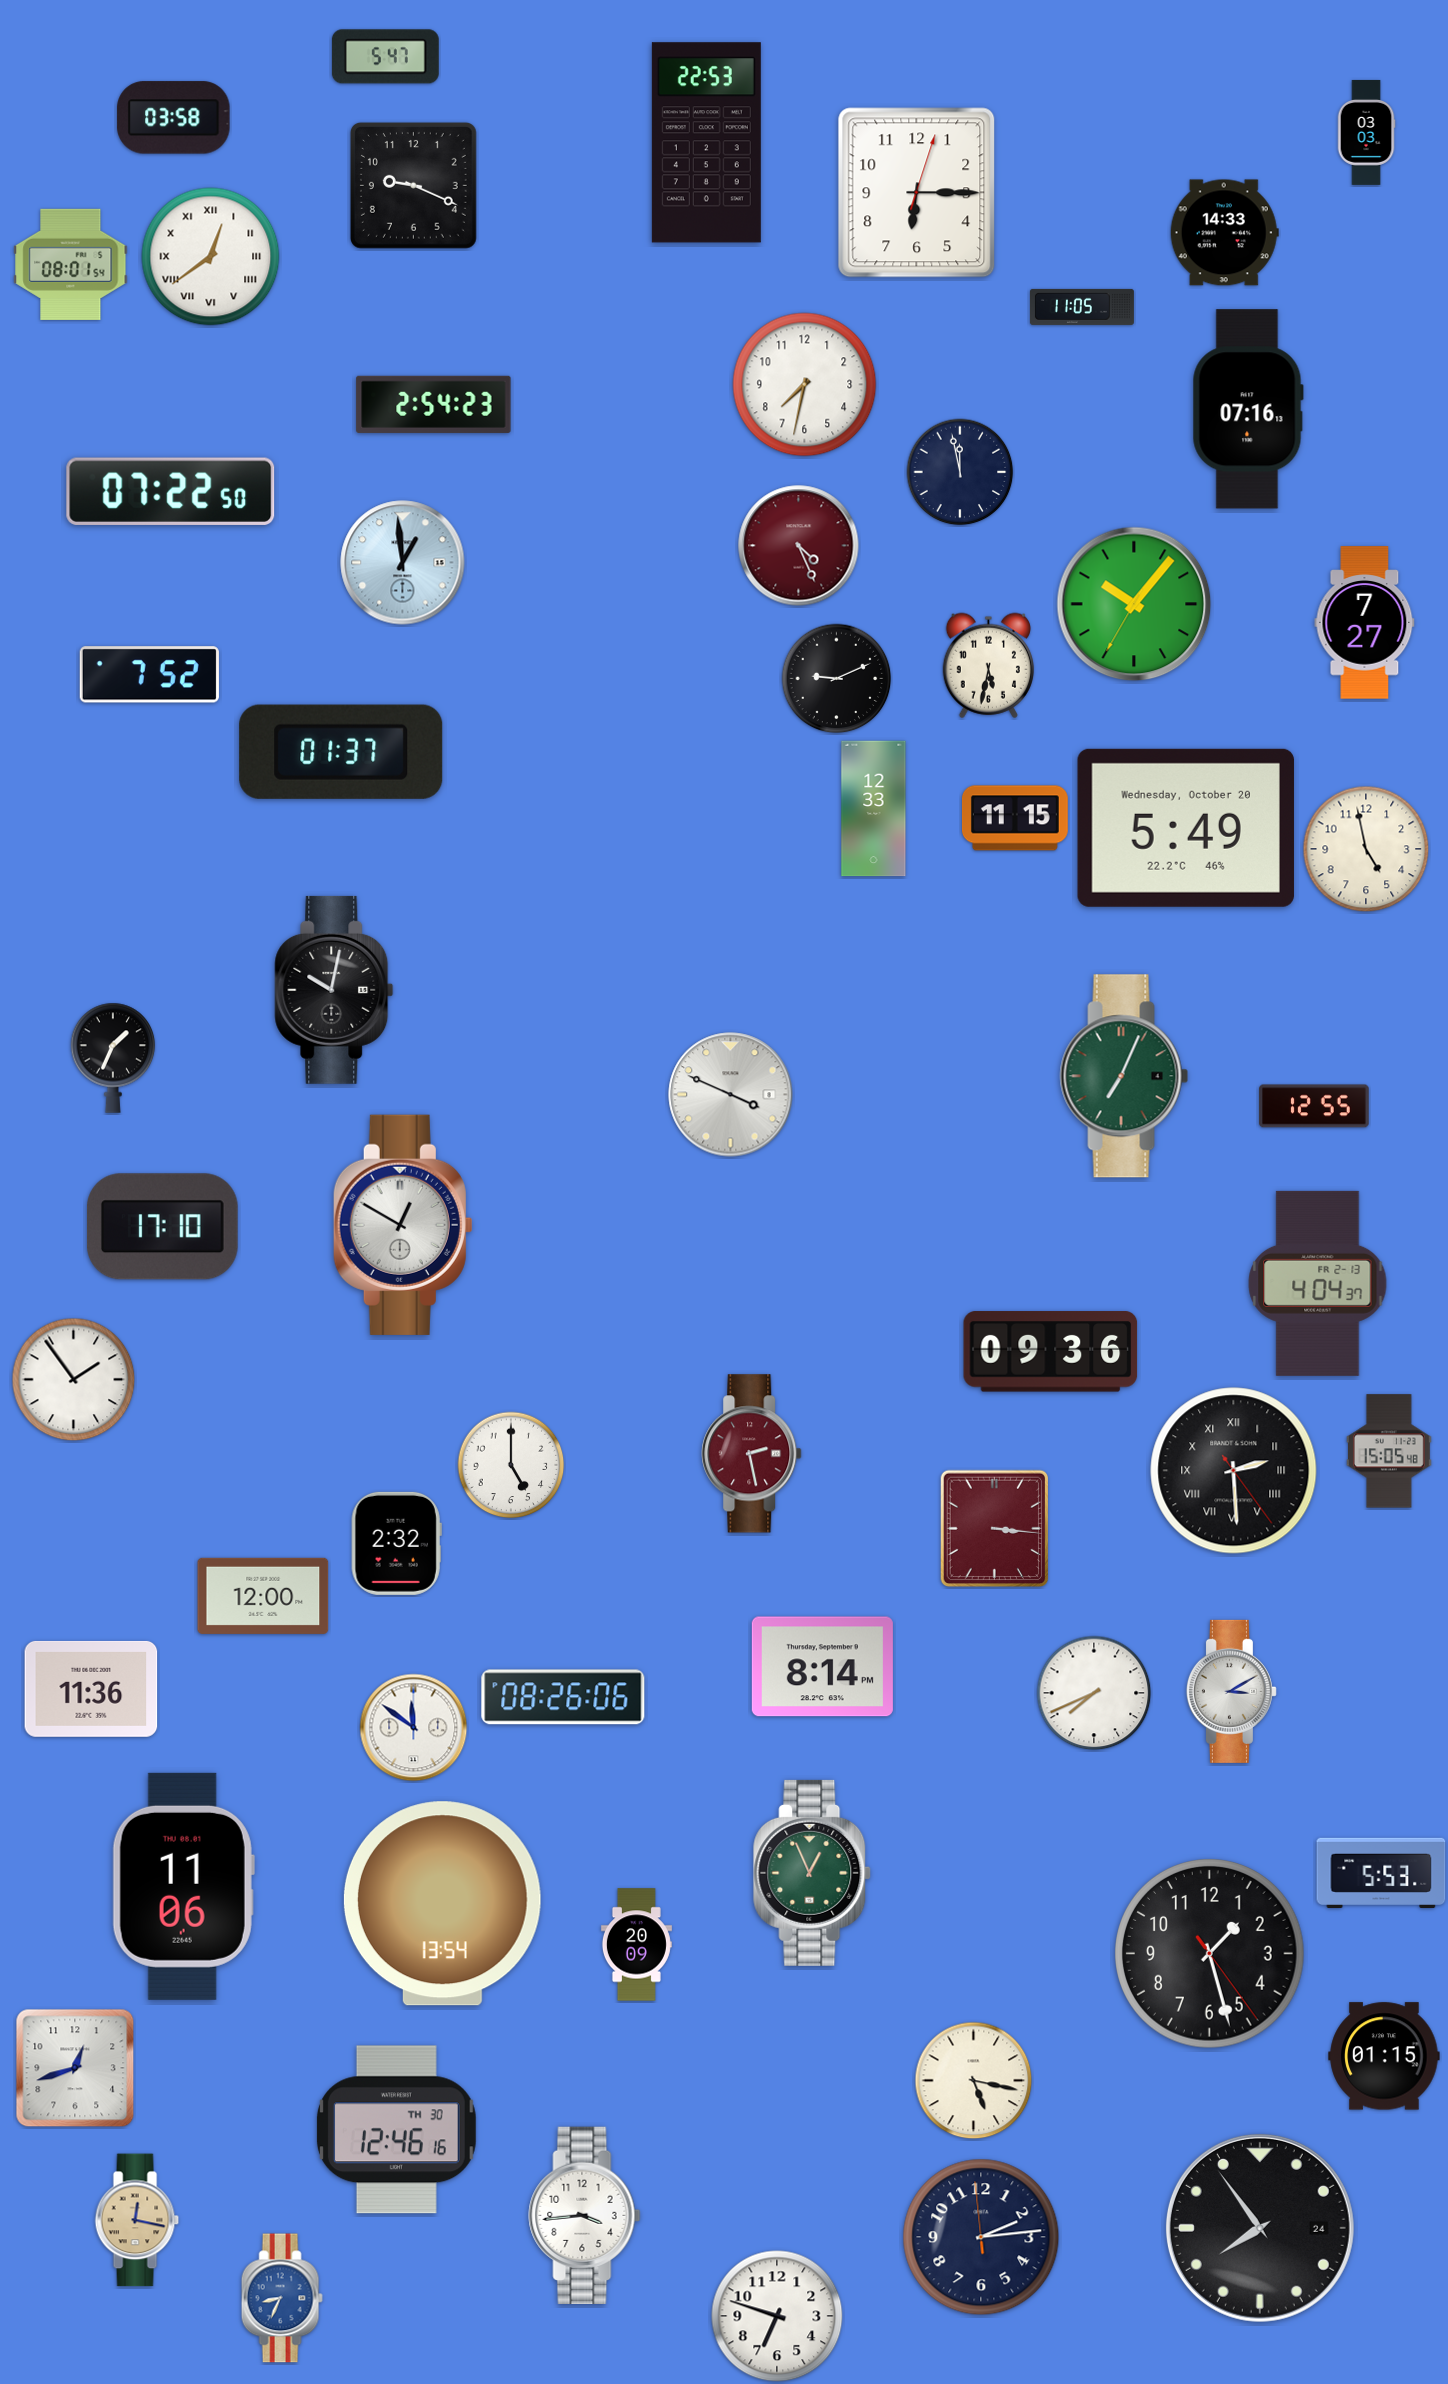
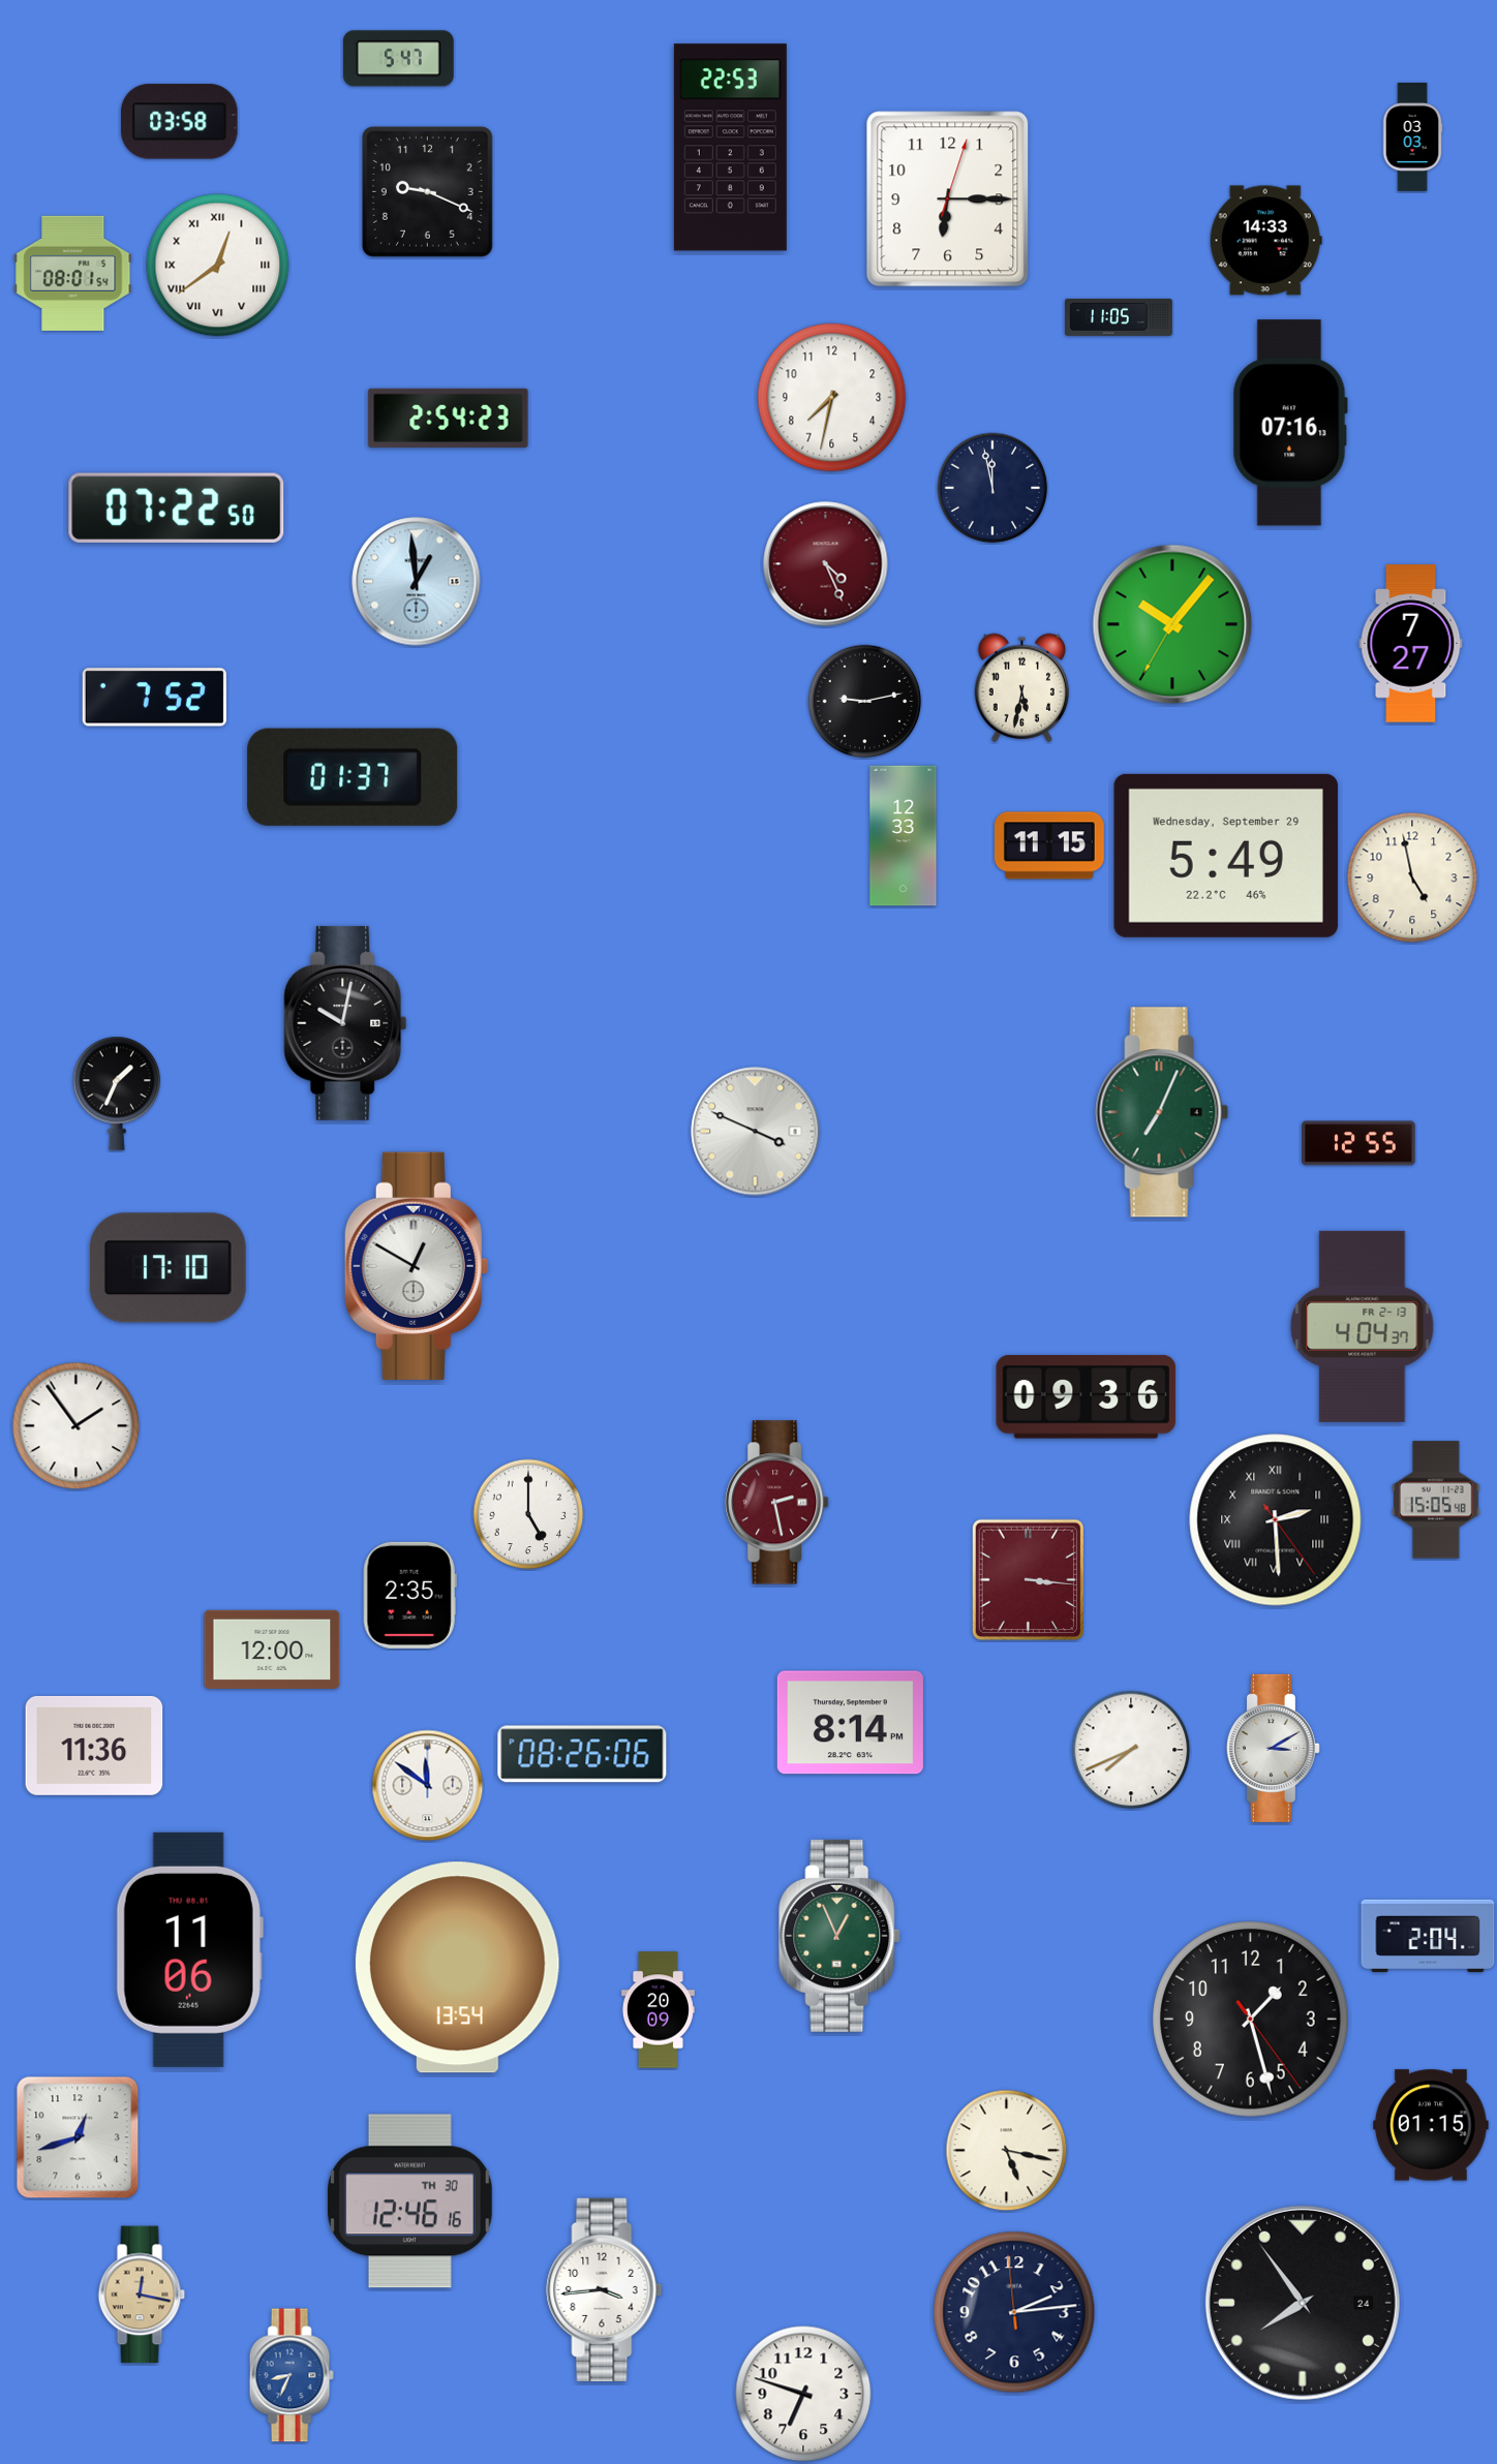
clock at (837, 679): 9:11 -> 9:13
clock at (1186, 828) date: Wednesday, October 20 -> Wednesday, September 29
clock at (396, 1543): 2:32 -> 2:35
clock at (1381, 1872): 5:53 -> 2:04
